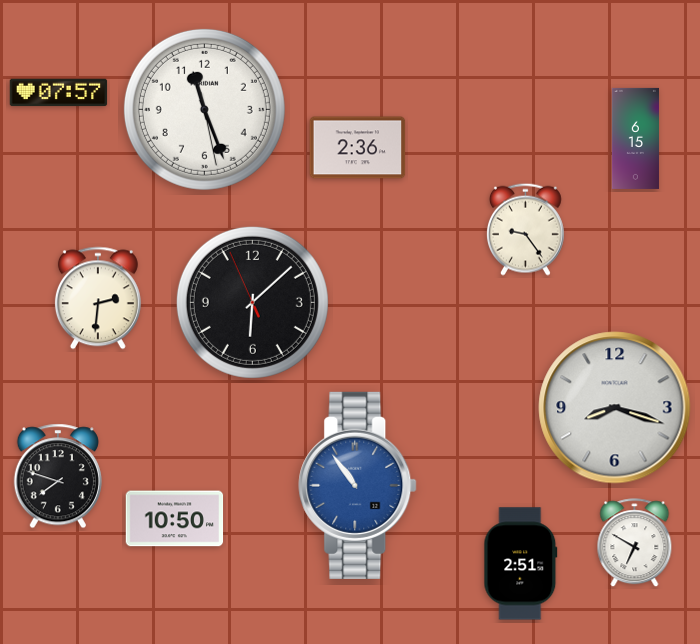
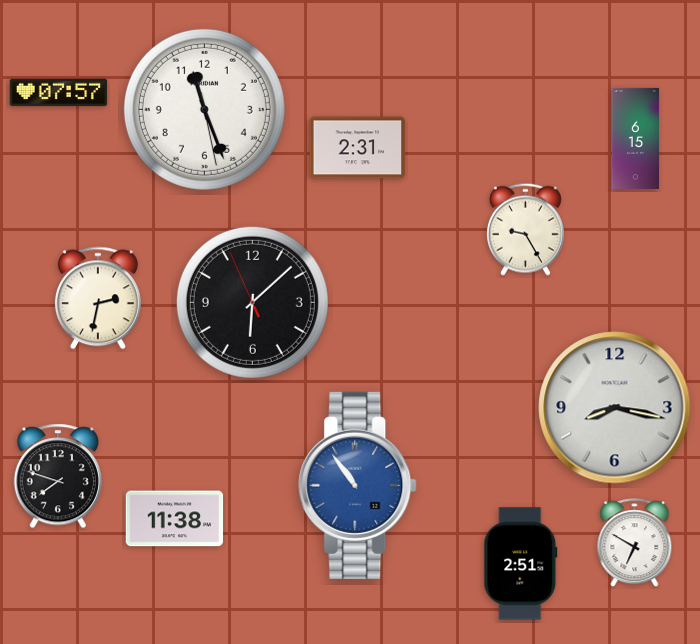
clock at (358, 148): 2:36 -> 2:31
clock at (525, 229): 9:24 -> 9:25
clock at (98, 298): 2:31 -> 2:32
clock at (615, 408): 8:18 -> 8:17
clock at (175, 519): 10:50 -> 11:38
